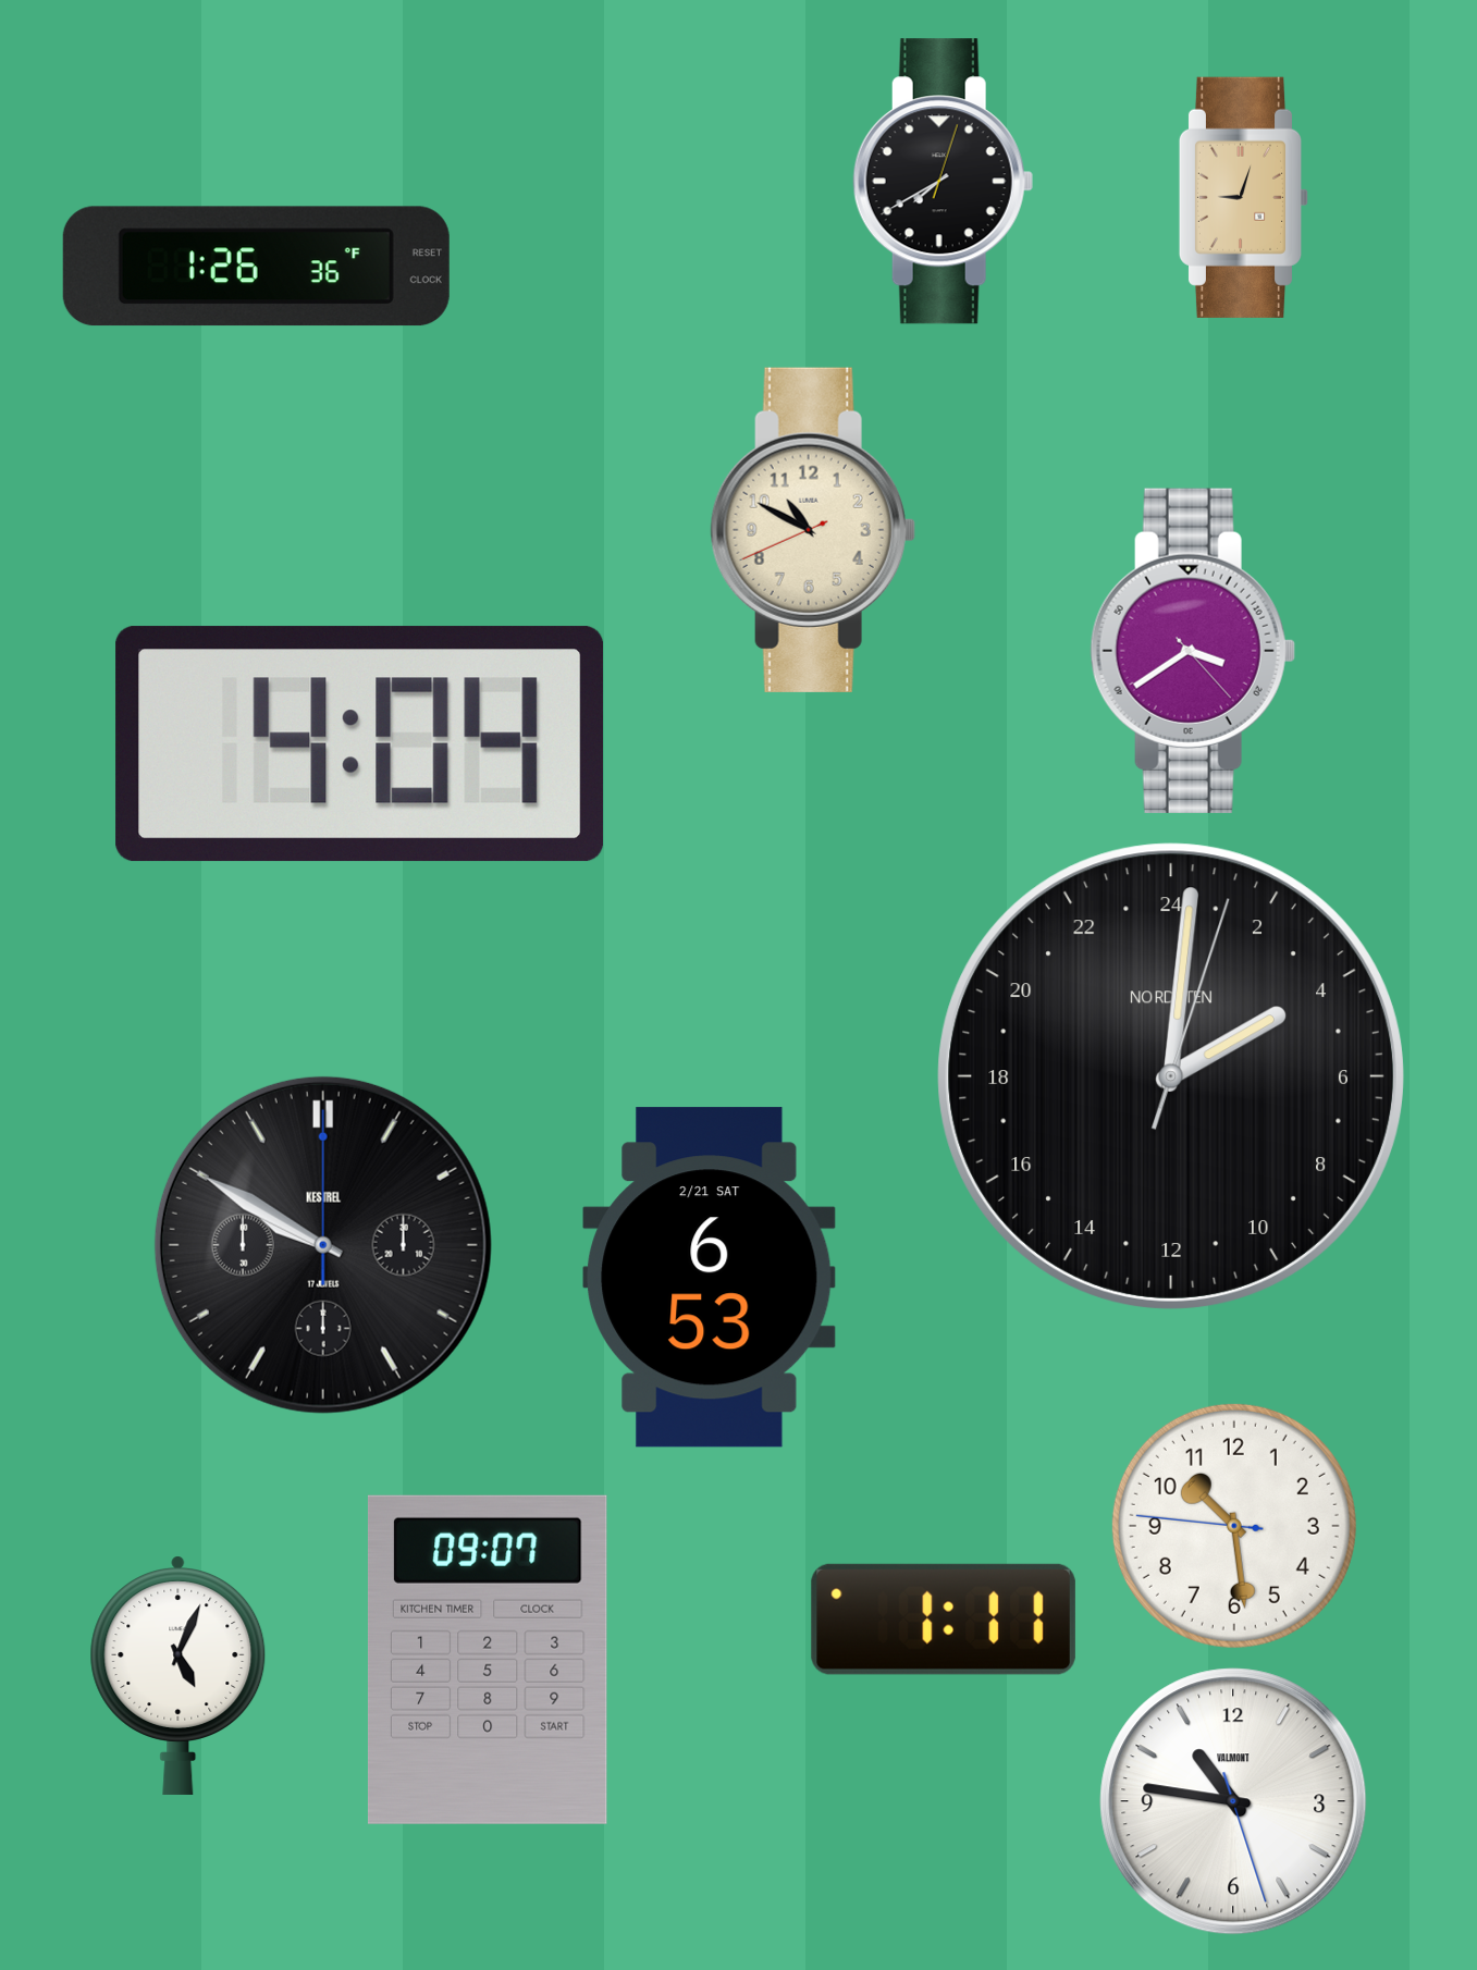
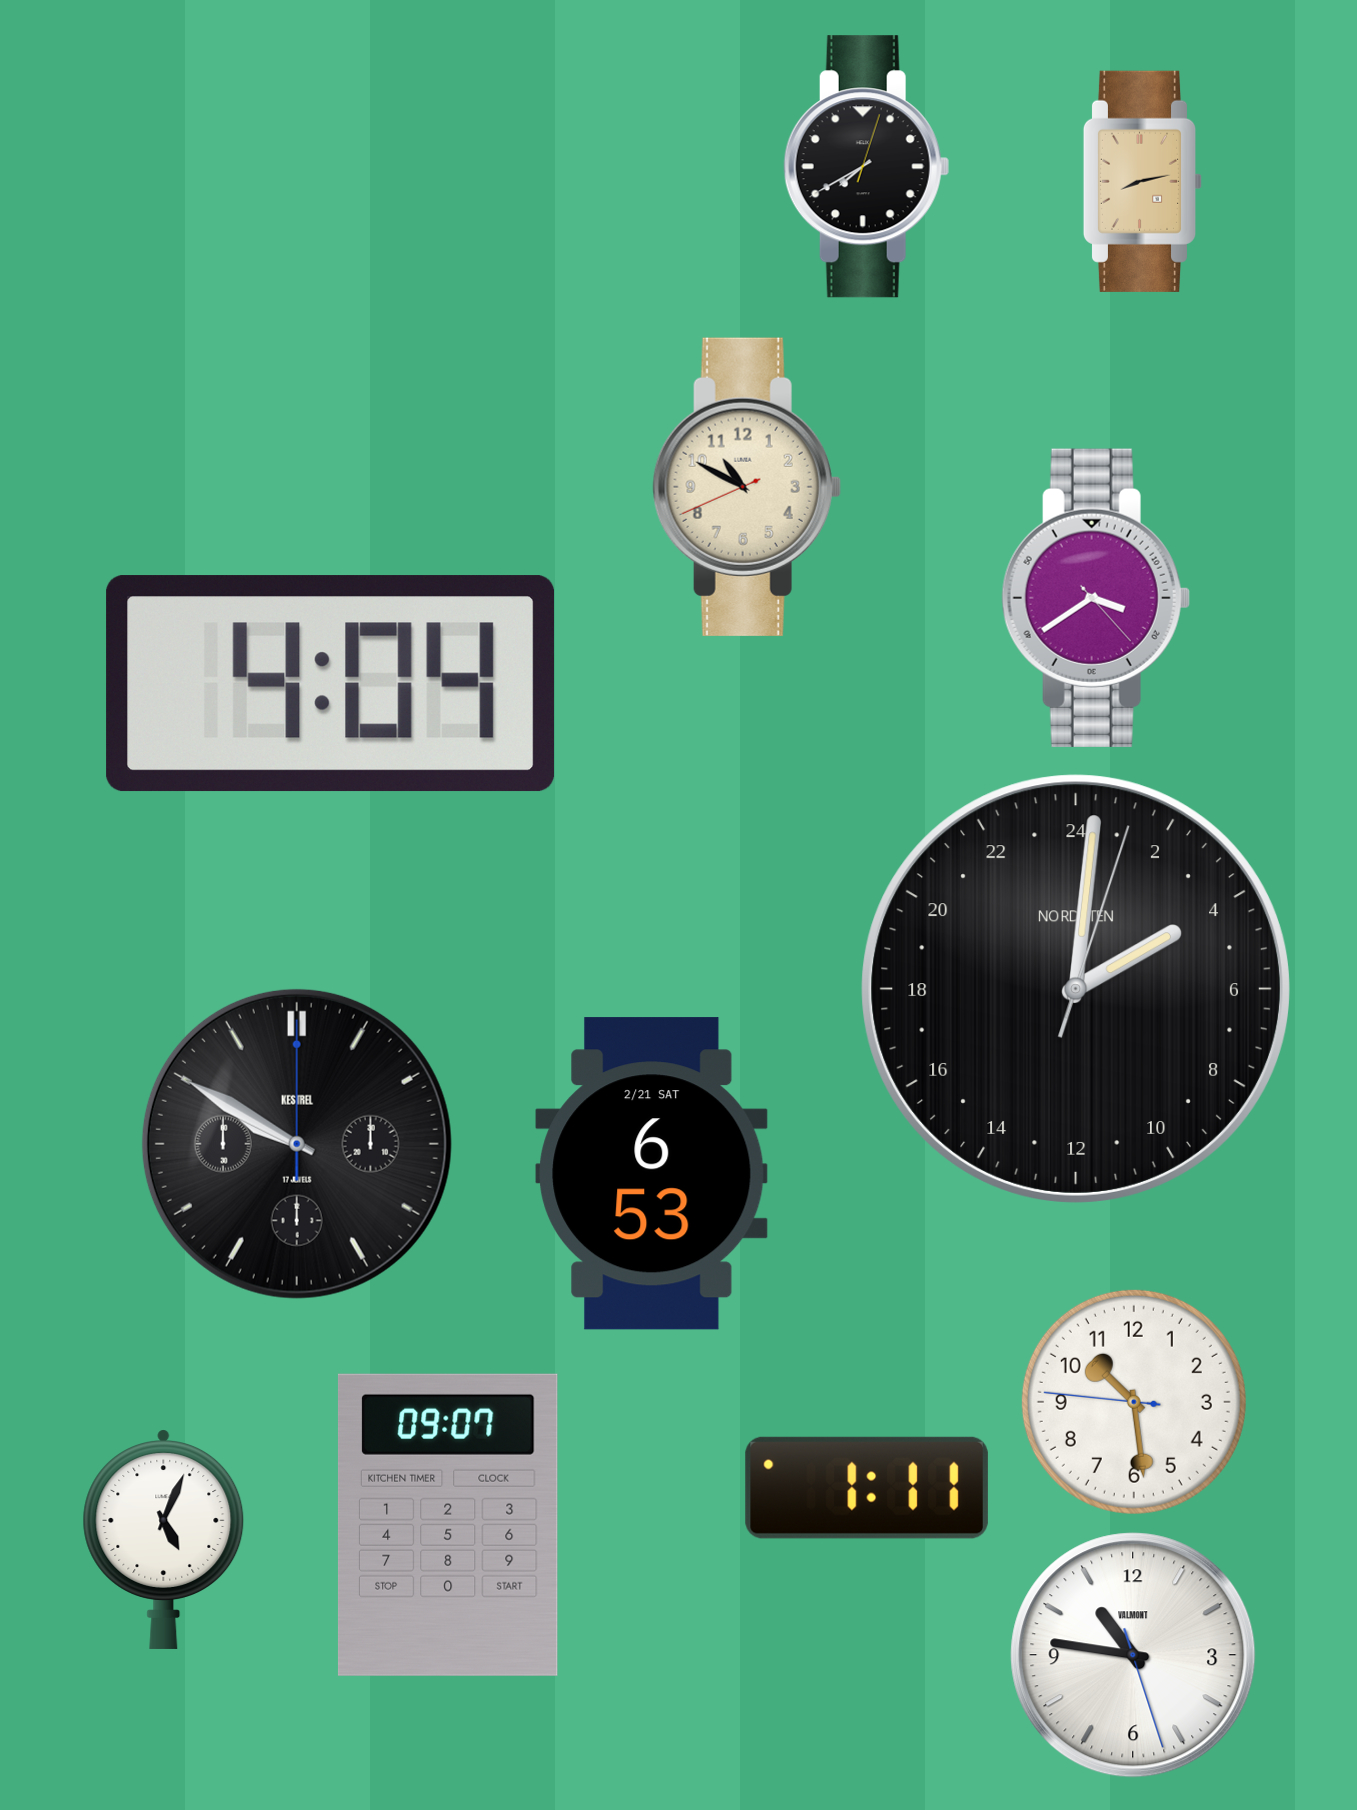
clock at (1244, 197): 9:03 -> 8:13
clock at (256, 267): 1:26 -> none
